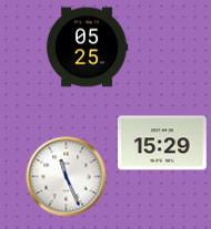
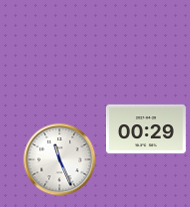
clock at (87, 48): 05:25 -> none
clock at (163, 143): 15:29 -> 00:29
